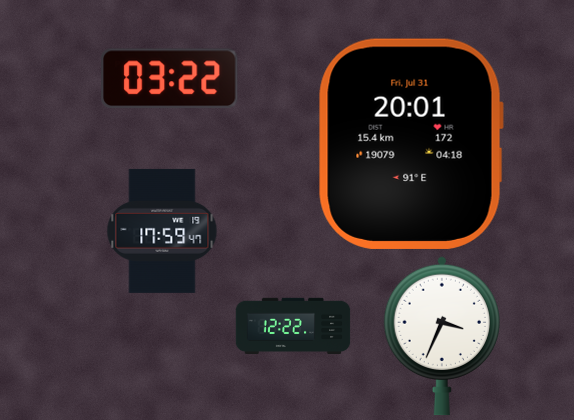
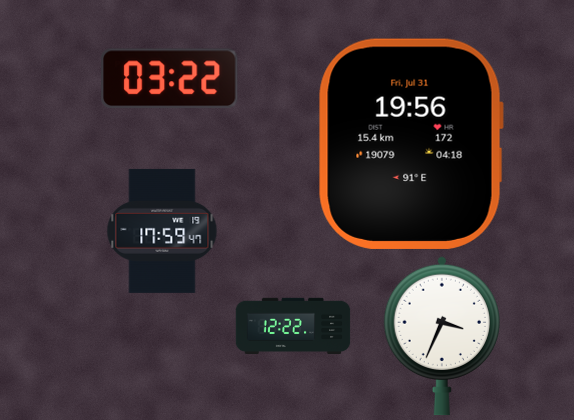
clock at (411, 144): 20:01 -> 19:56
